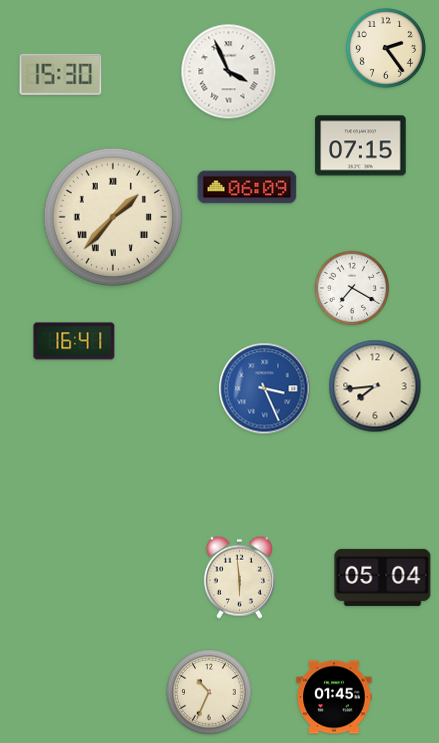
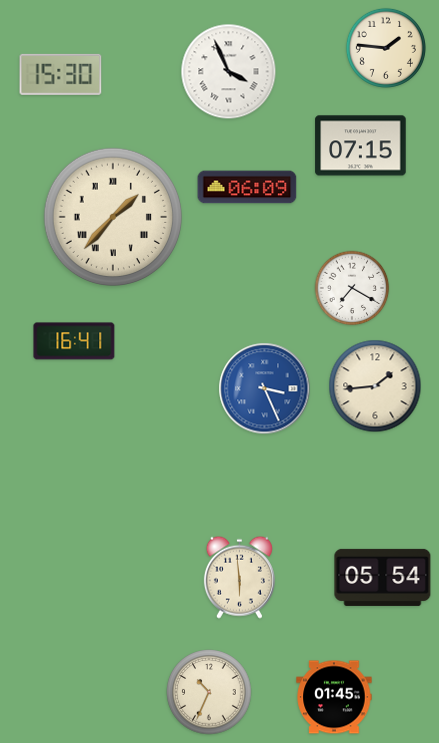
clock at (386, 48): 2:24 -> 1:46
clock at (375, 386): 7:44 -> 1:44
clock at (383, 577): 05:04 -> 05:54
